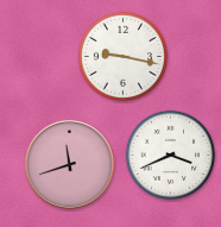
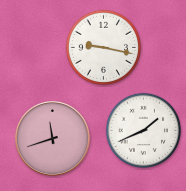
clock at (171, 156): 3:41 -> 1:41
clock at (69, 164) position: (69, 164) -> (52, 138)
